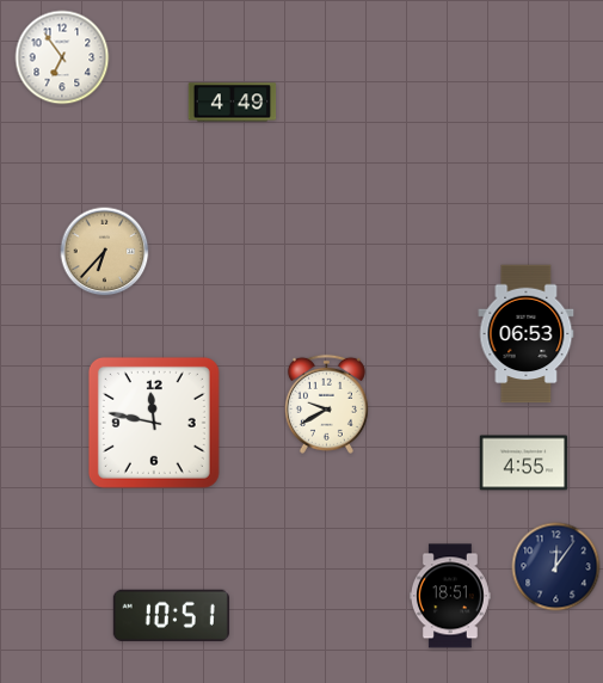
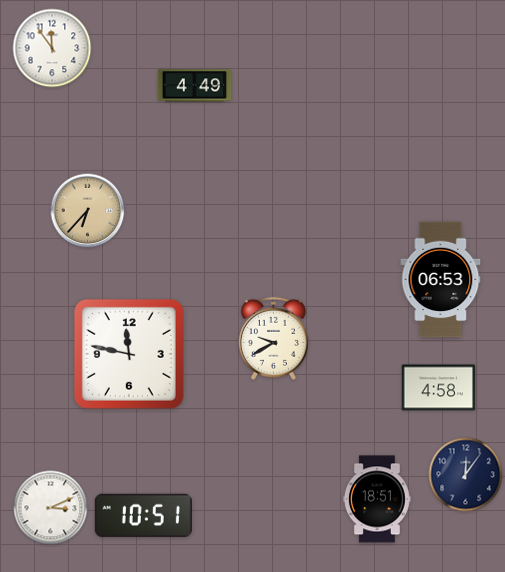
clock at (62, 57): 6:54 -> 11:54
clock at (524, 463): 4:55 -> 4:58
clock at (51, 508): none -> 3:11
